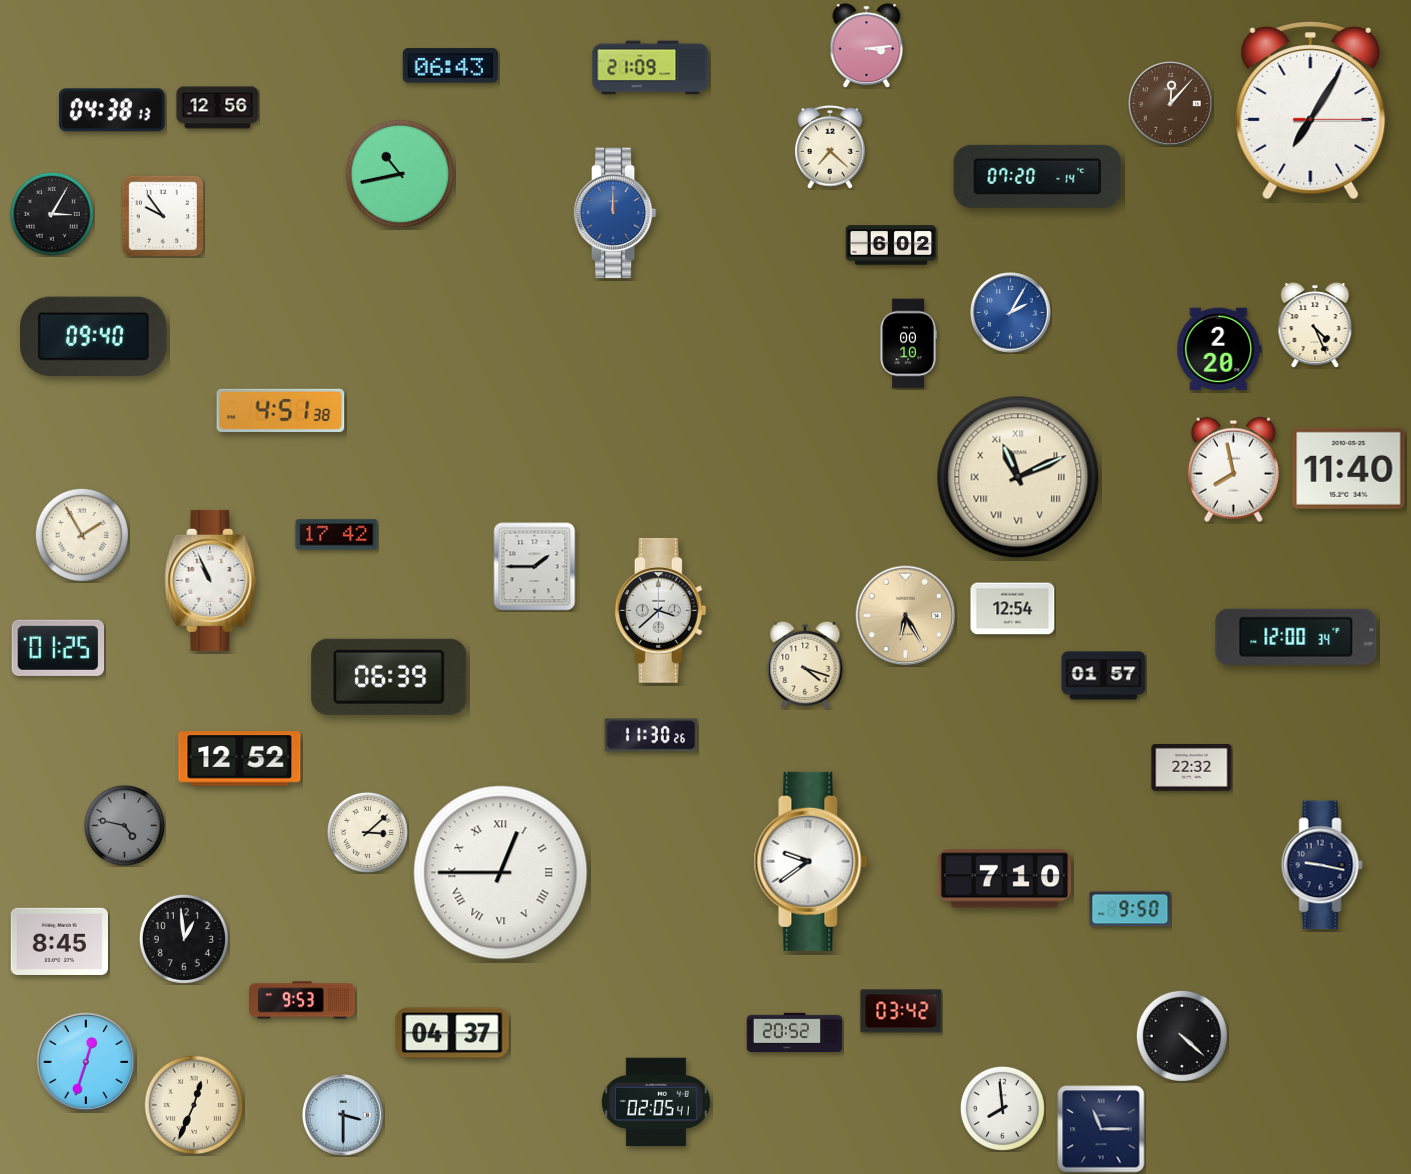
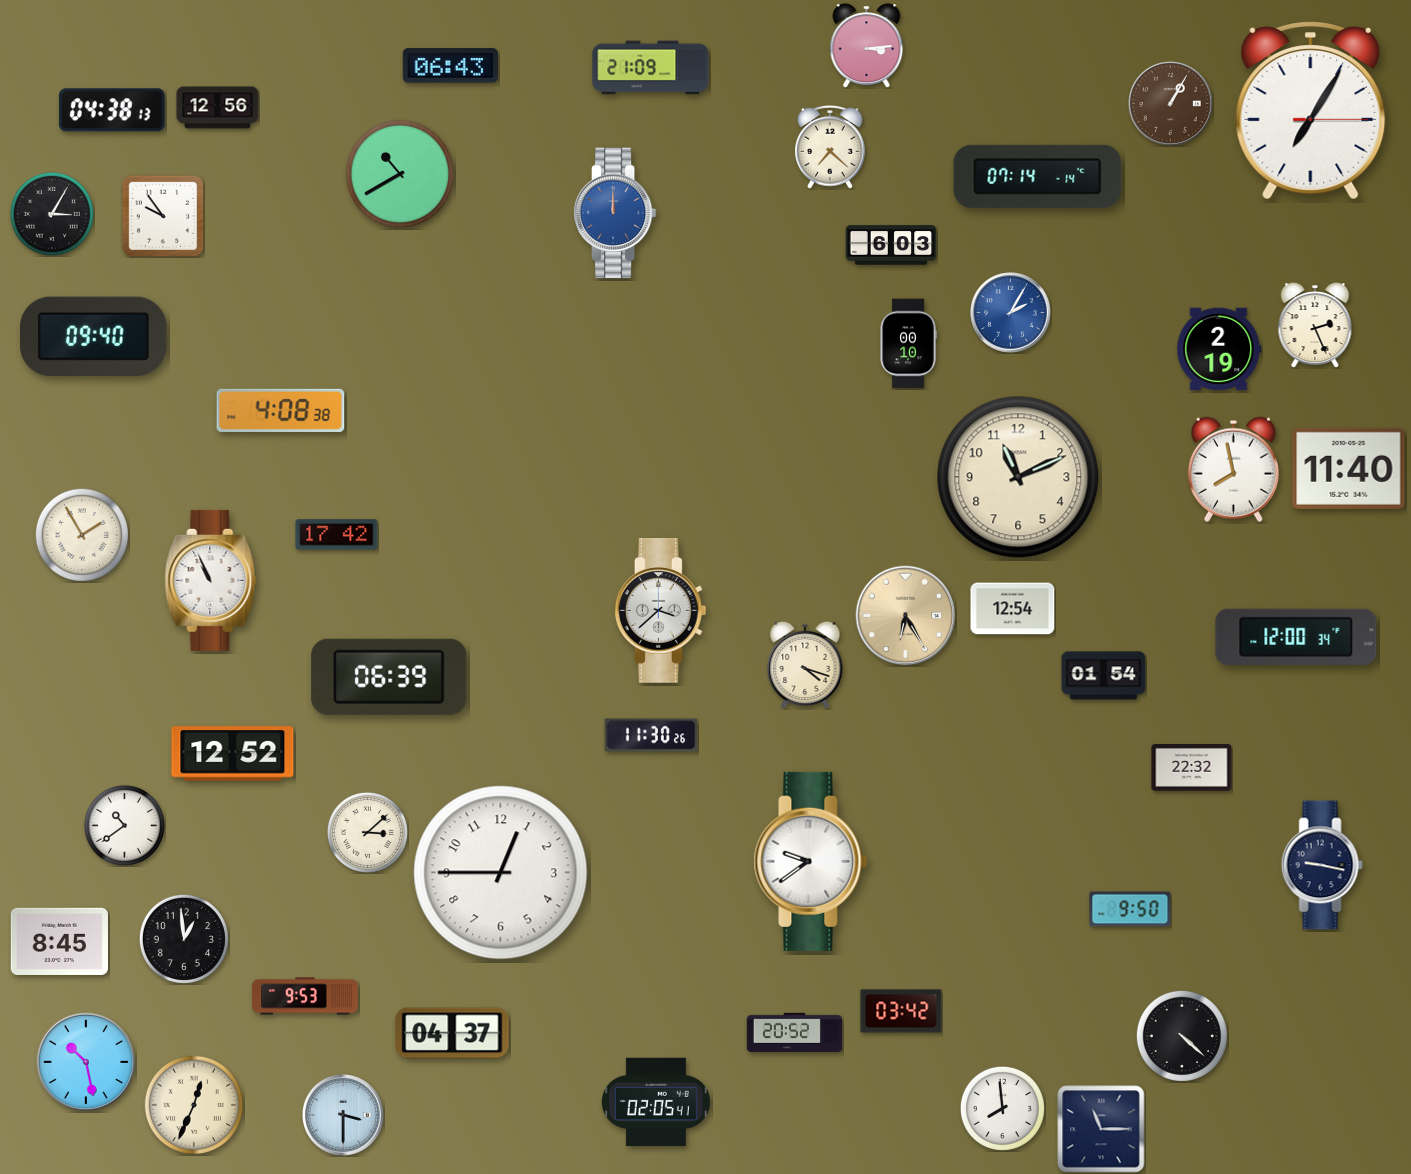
clock at (1170, 103): 12:07 -> 1:05
clock at (400, 174): 10:43 -> 10:40
clock at (1038, 176): 07:20 -> 07:14
clock at (891, 245): 6:02 -> 6:03
clock at (1315, 325): 4:26 -> 2:26
clock at (1219, 349): 2:20 -> 2:19
clock at (281, 410): 4:51 -> 4:08
clock at (1018, 477) numerals: Roman -> Arabic
clock at (535, 567): 1:45 -> none
clock at (58, 648): 01:25 -> none
clock at (1104, 676): 01:57 -> 01:54
clock at (240, 759) position: (240, 759) -> (233, 754)
clock at (124, 825): 4:47 -> 10:39
clock at (124, 825) dial: grey -> white
clock at (501, 873) numerals: Roman -> Arabic
clock at (1005, 879): 7:10 -> none
clock at (302, 1000) position: (302, 1000) -> (305, 996)
clock at (86, 1062): 12:33 -> 10:28
